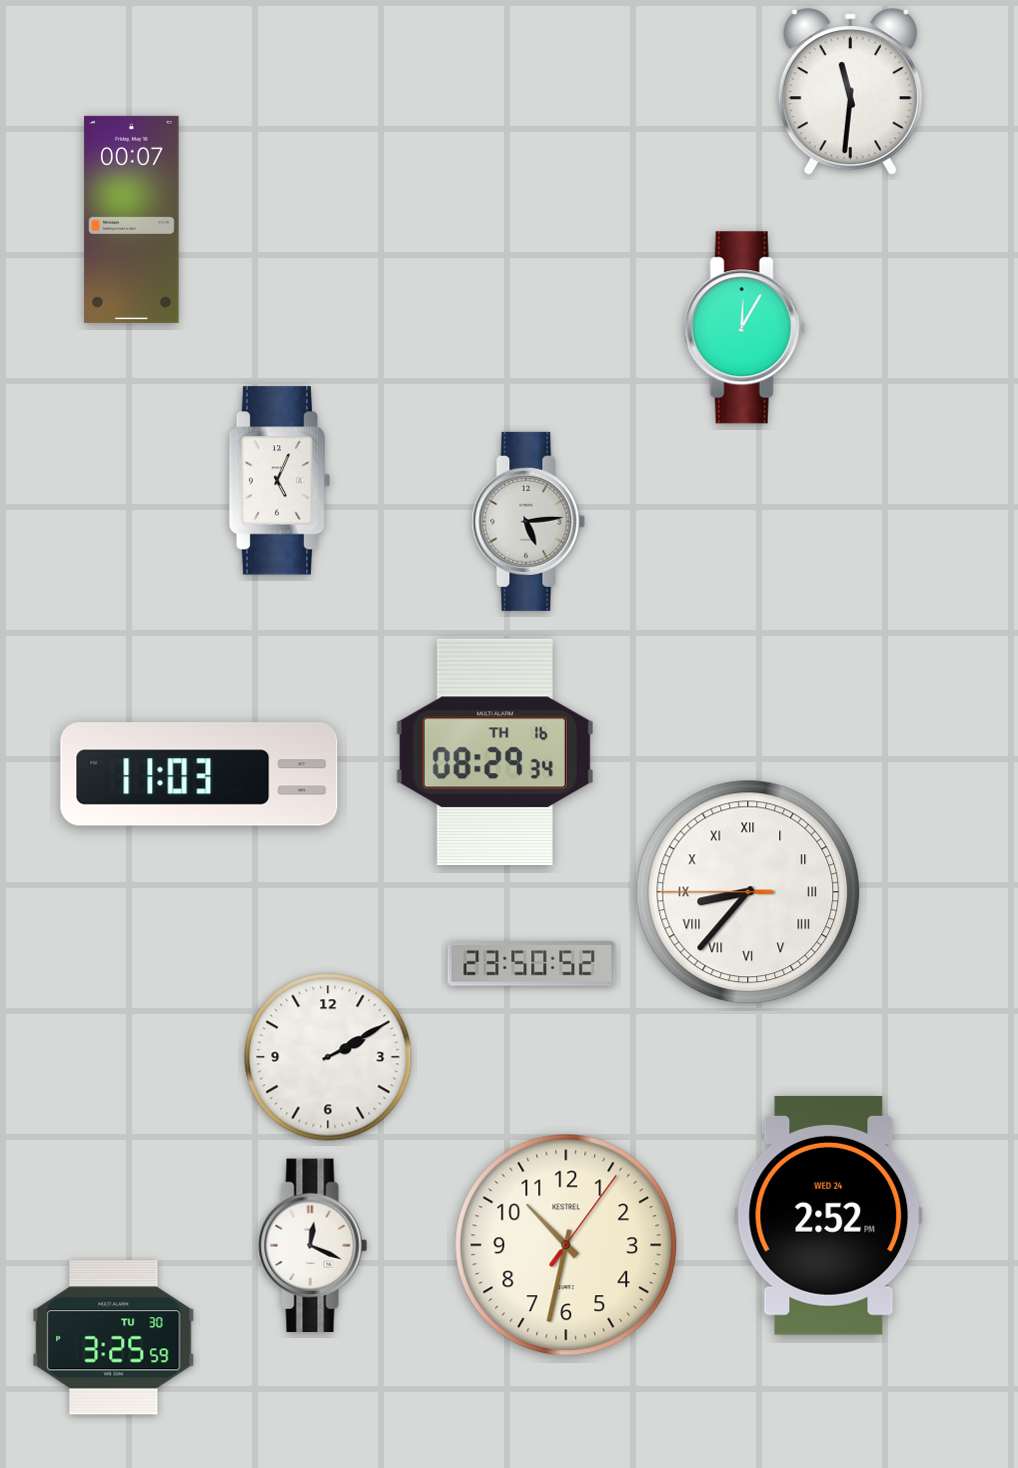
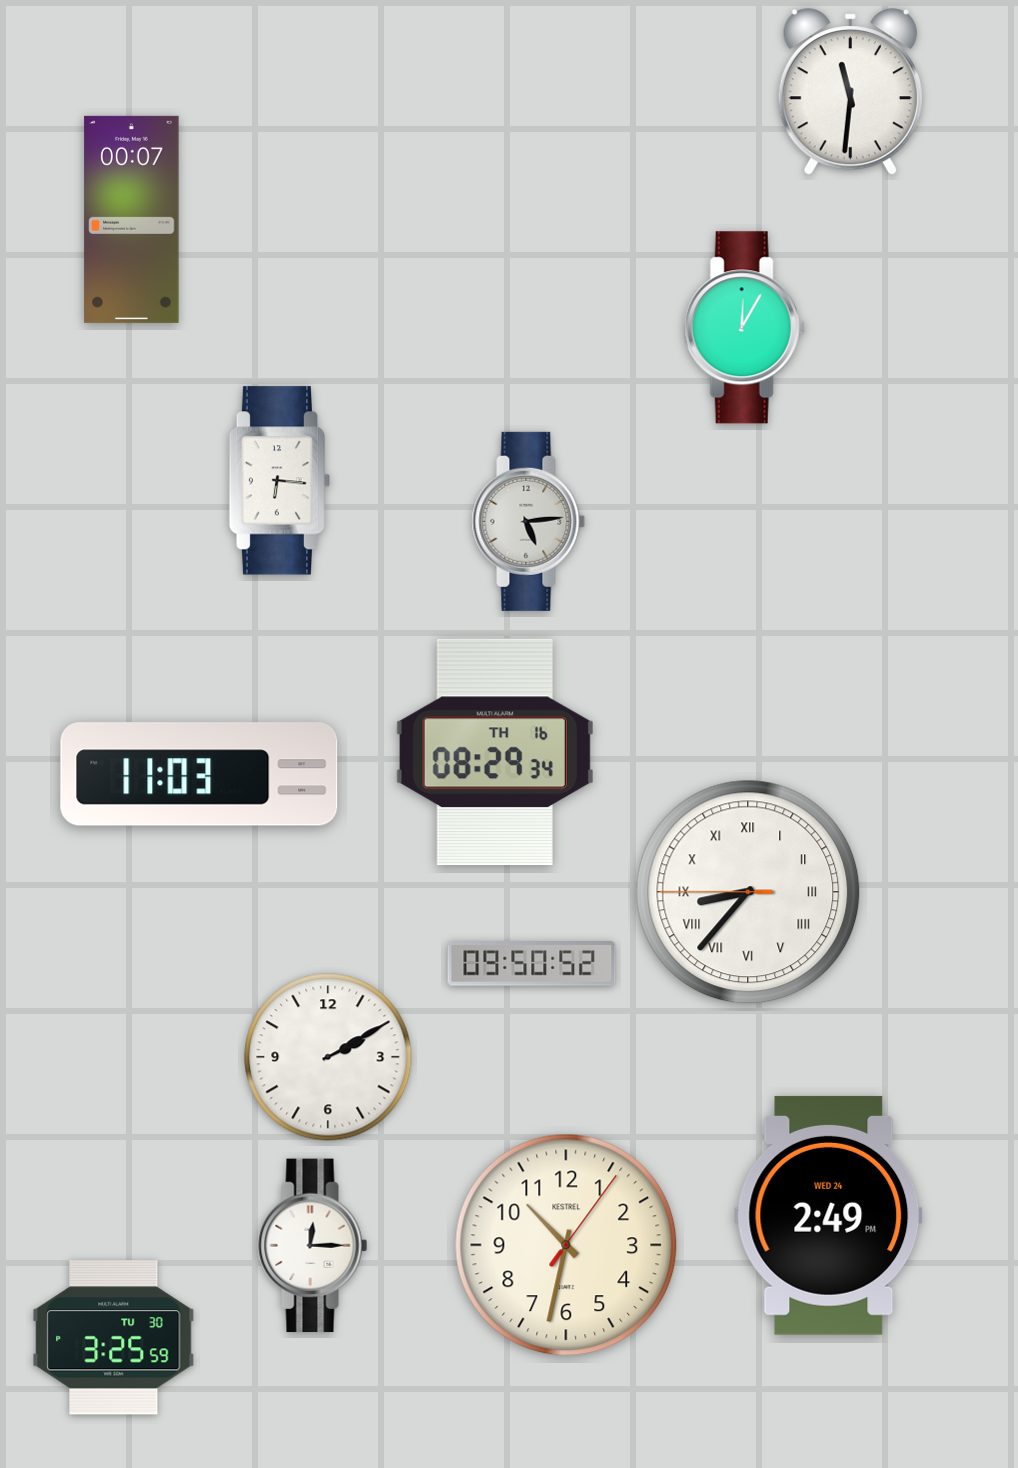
clock at (280, 481): 5:04 -> 6:16
clock at (532, 964): 23:50 -> 09:50
clock at (829, 1215): 2:52 -> 2:49
clock at (313, 1246): 12:19 -> 12:15
